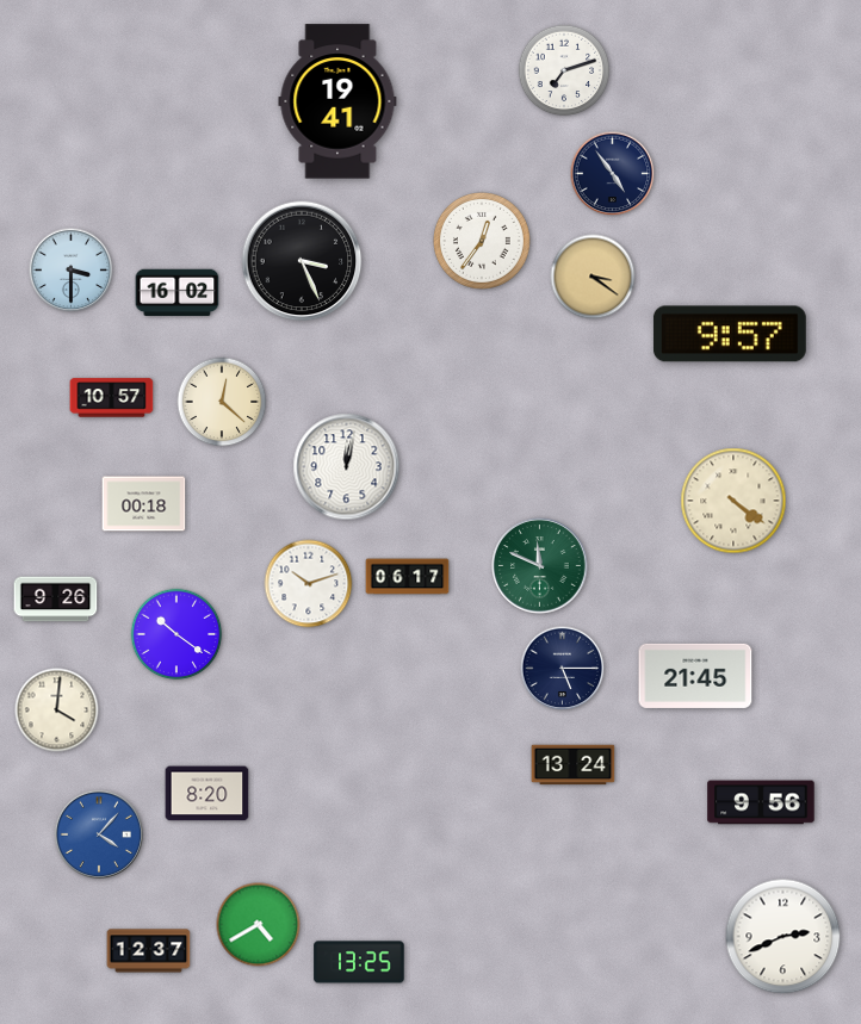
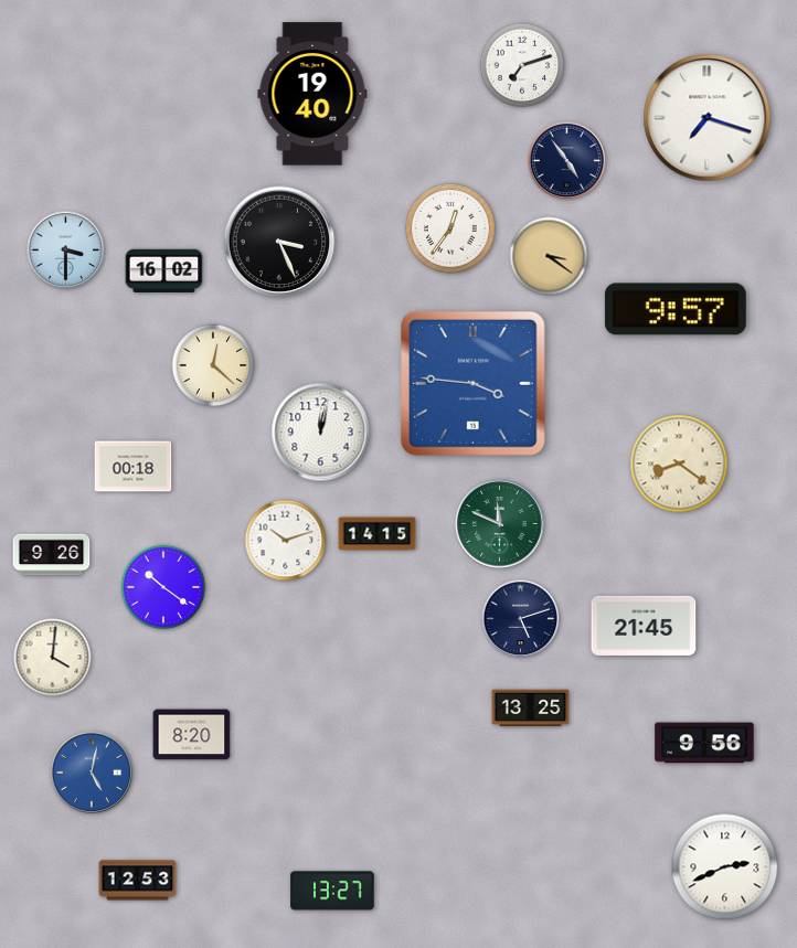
clock at (337, 101): 19:41 -> 19:40
clock at (708, 118): none -> 7:18
clock at (482, 241) position: (482, 241) -> (450, 228)
clock at (112, 398): 10:57 -> none
clock at (222, 402) position: (222, 402) -> (213, 365)
clock at (472, 383): none -> 3:46
clock at (733, 501): 4:21 -> 8:21
clock at (408, 577): 06:17 -> 14:15
clock at (563, 669): 5:15 -> 5:12
clock at (574, 765): 13:24 -> 13:25
clock at (98, 833): 4:07 -> 5:02
clock at (259, 925): 4:40 -> none
clock at (149, 951): 12:37 -> 12:53
clock at (359, 962): 13:25 -> 13:27
